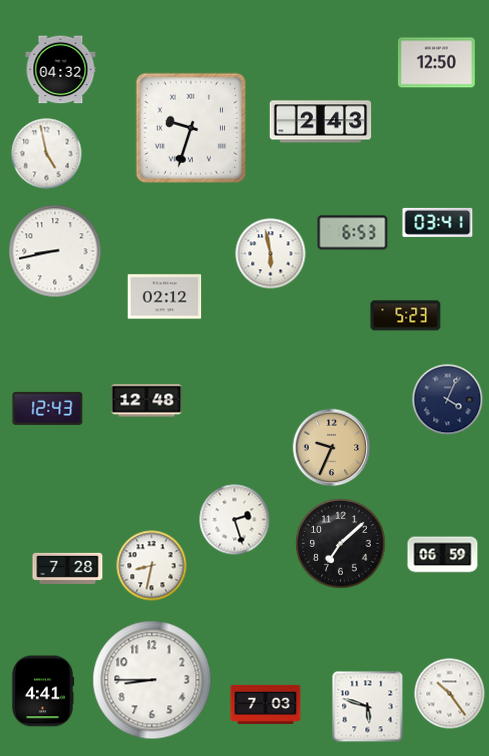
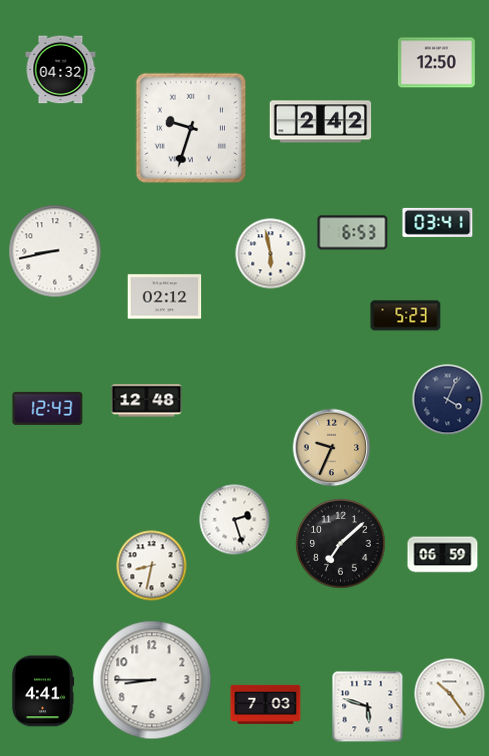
clock at (321, 122): 2:43 -> 2:42
clock at (47, 154): 4:58 -> none
clock at (68, 568): 7:28 -> none
